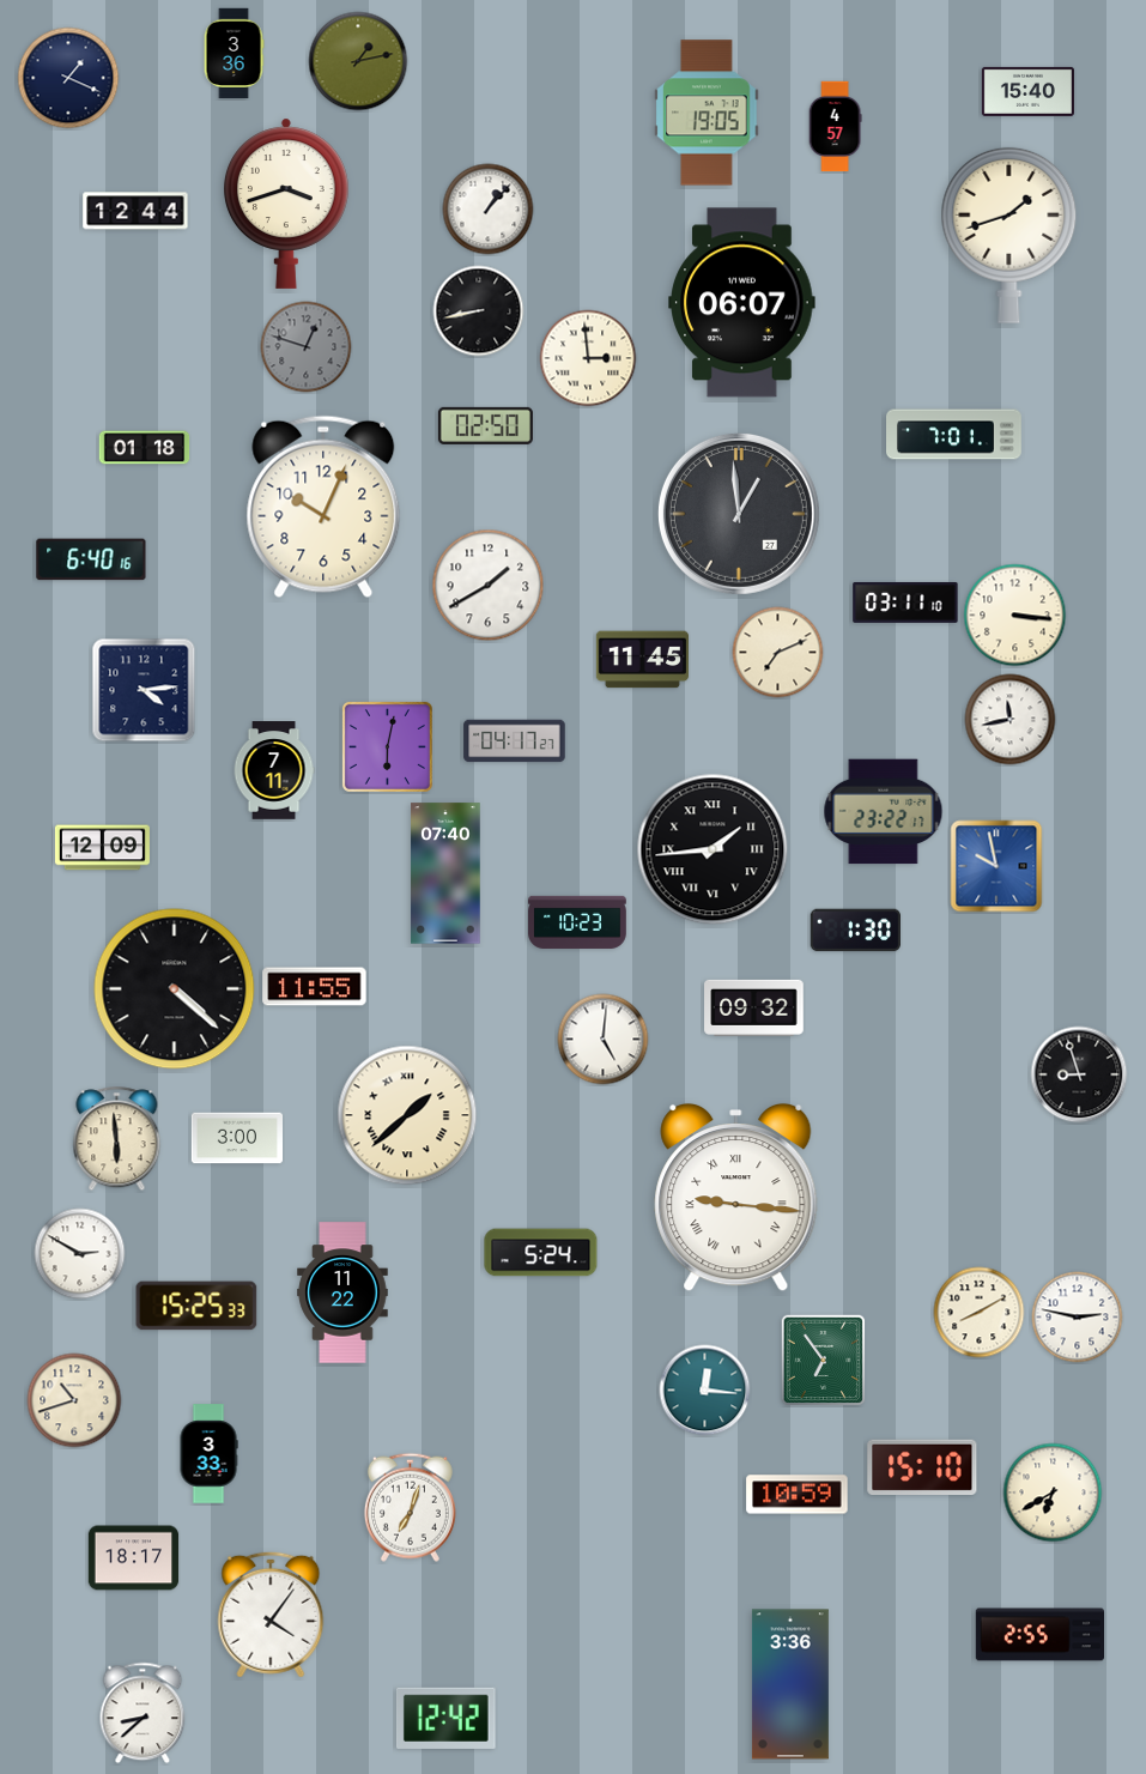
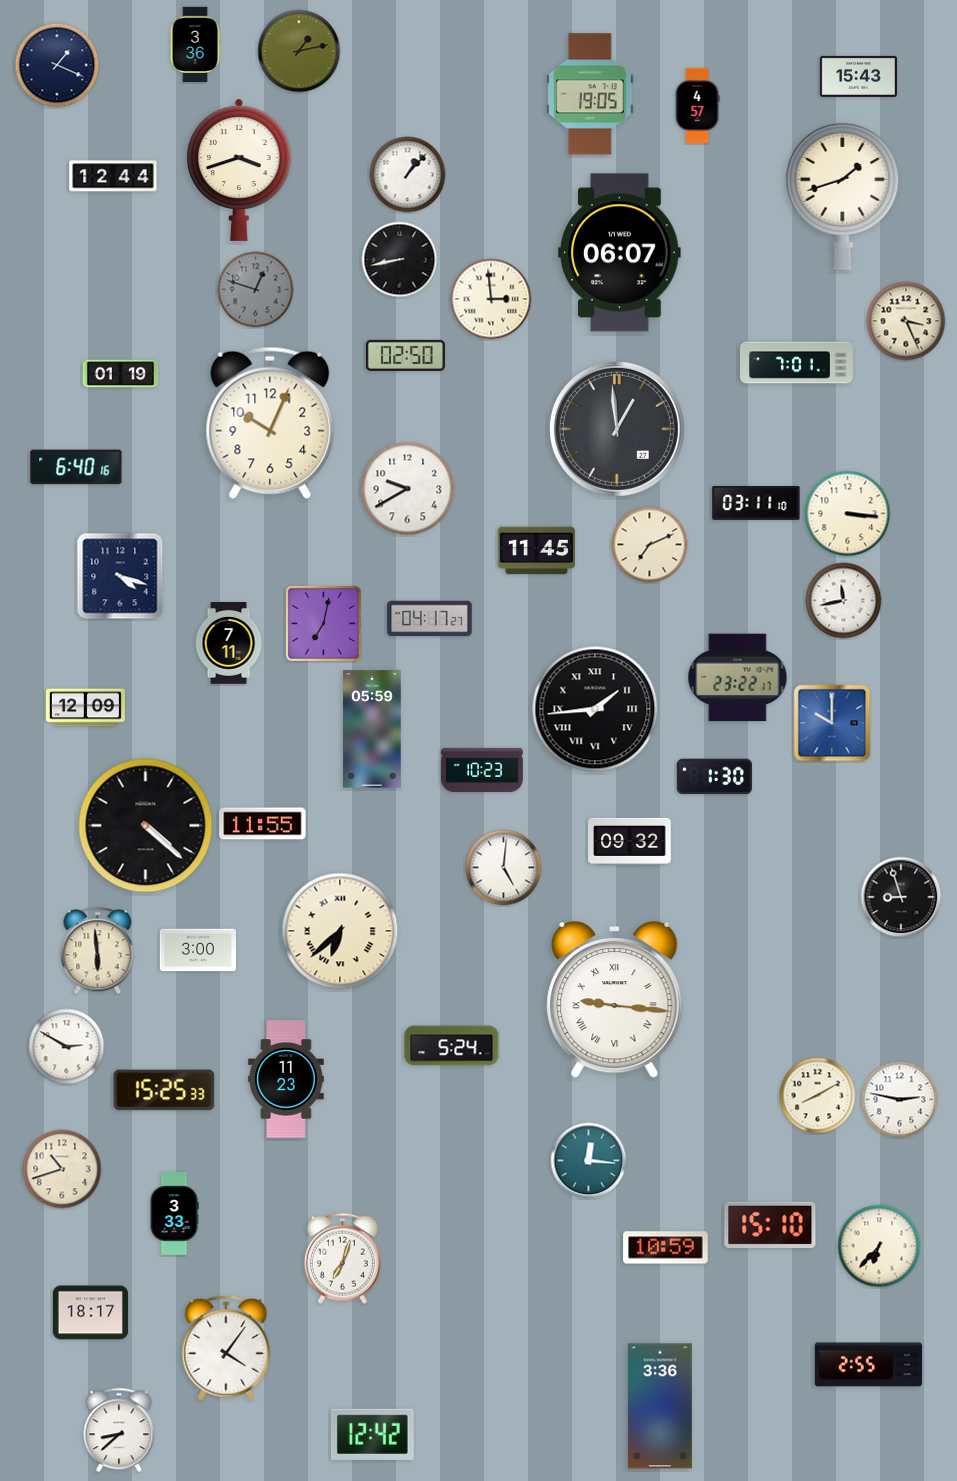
clock at (1027, 91): 15:40 -> 15:43
clock at (906, 321): none -> 3:26
clock at (145, 448): 01:18 -> 01:19
clock at (489, 586): 1:40 -> 9:40
clock at (144, 690): 4:14 -> 4:18
clock at (387, 746): 6:02 -> 7:02
clock at (996, 866): 9:58 -> 10:00
clock at (445, 873): 07:40 -> 05:59
clock at (407, 1115): 1:38 -> 6:38
clock at (342, 1292): 11:22 -> 11:23
clock at (824, 1361): 6:54 -> none
clock at (1053, 1493): 6:40 -> 6:37
clock at (134, 1558) position: (134, 1558) -> (91, 1313)
